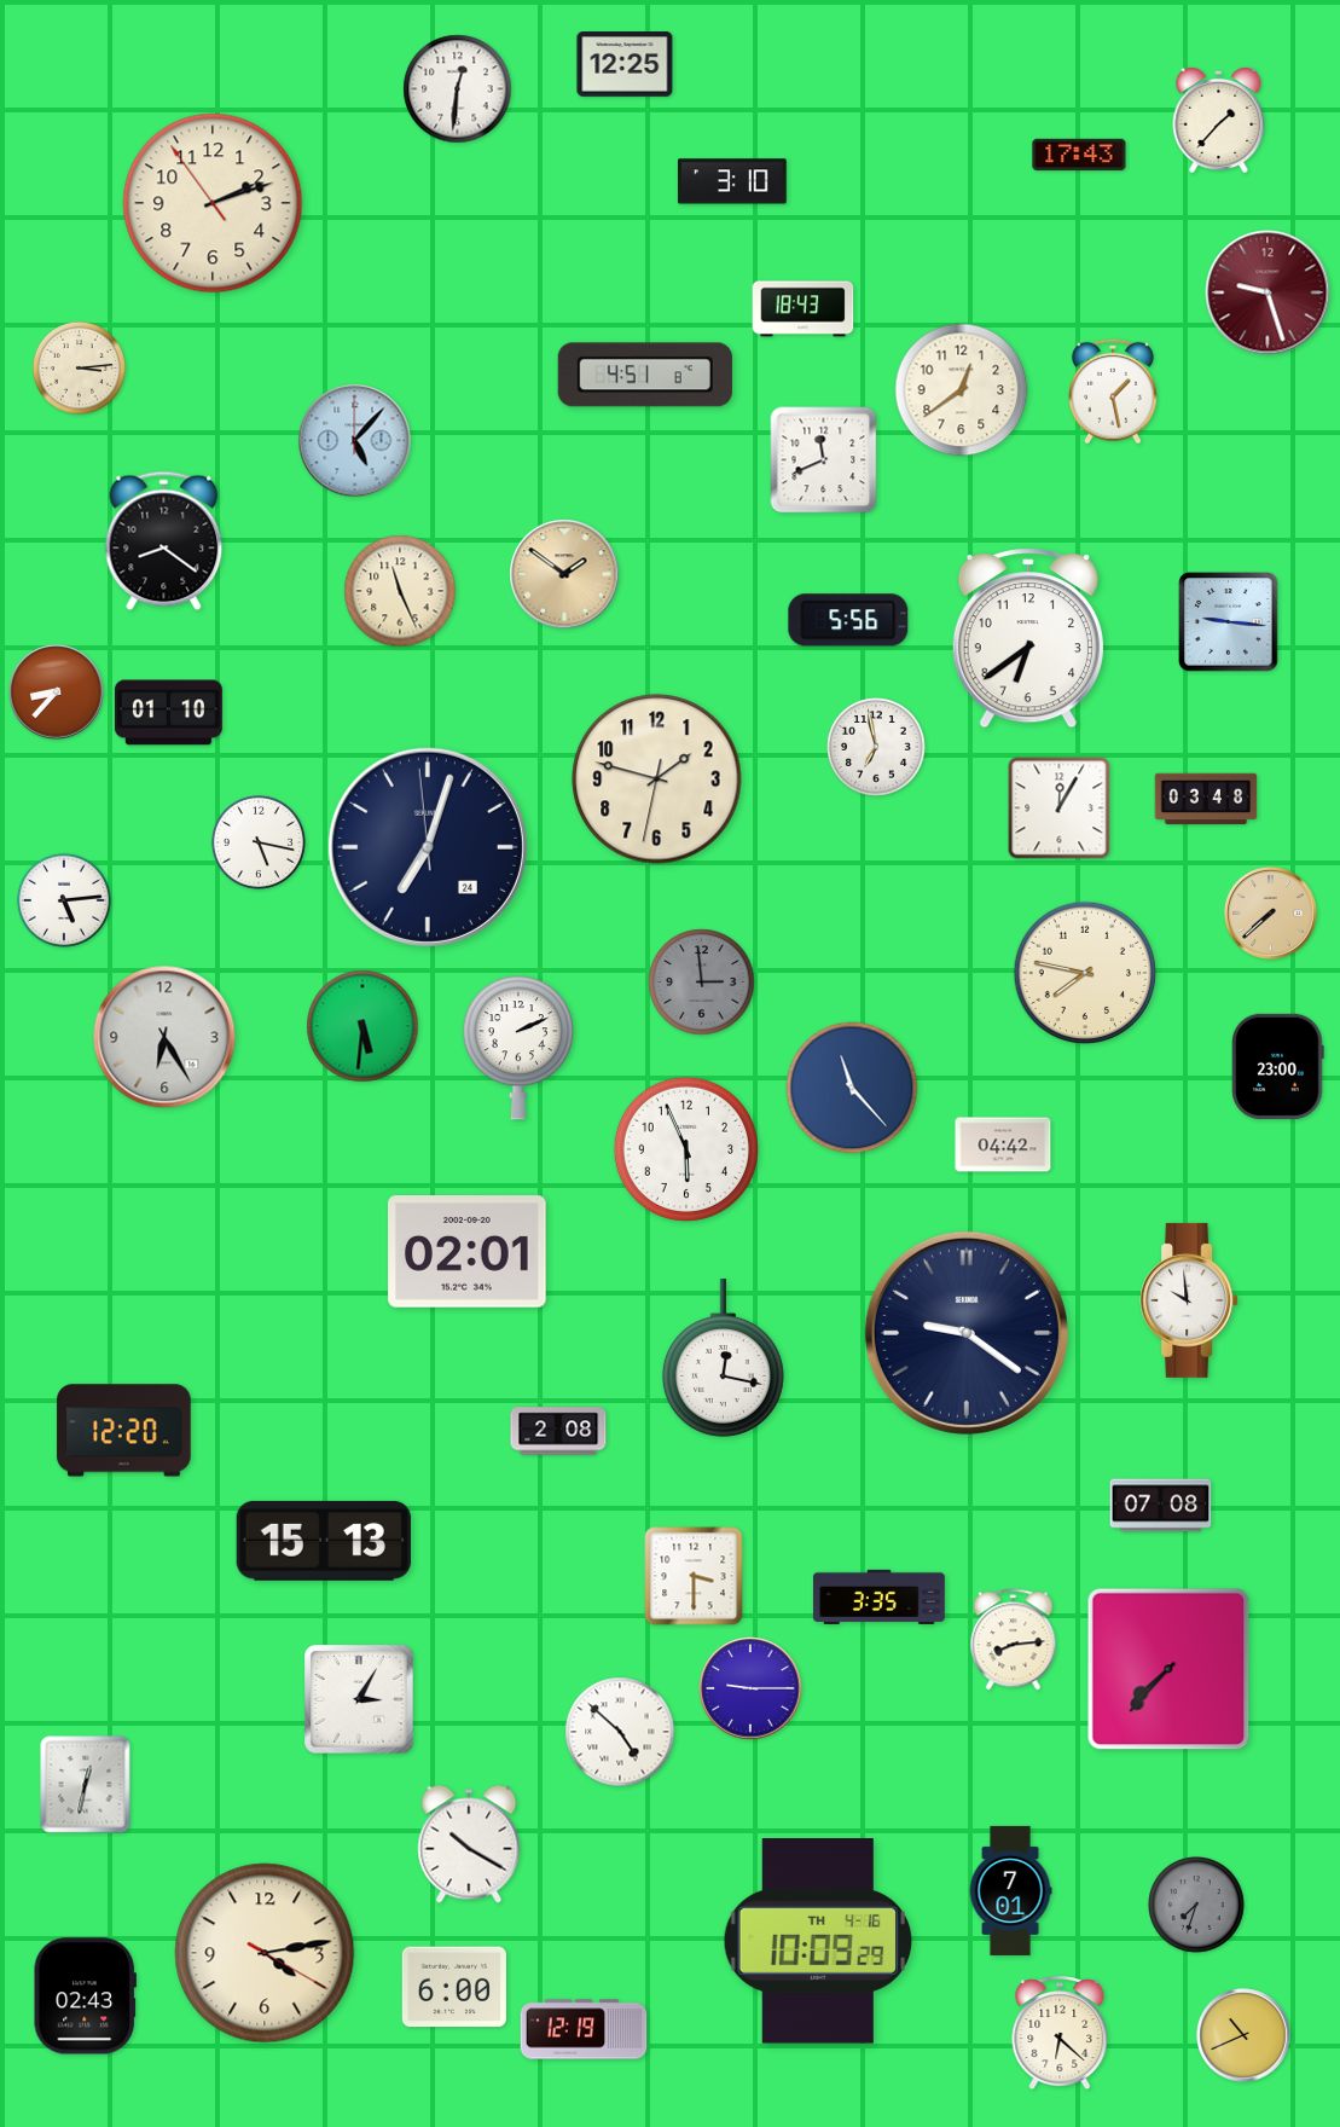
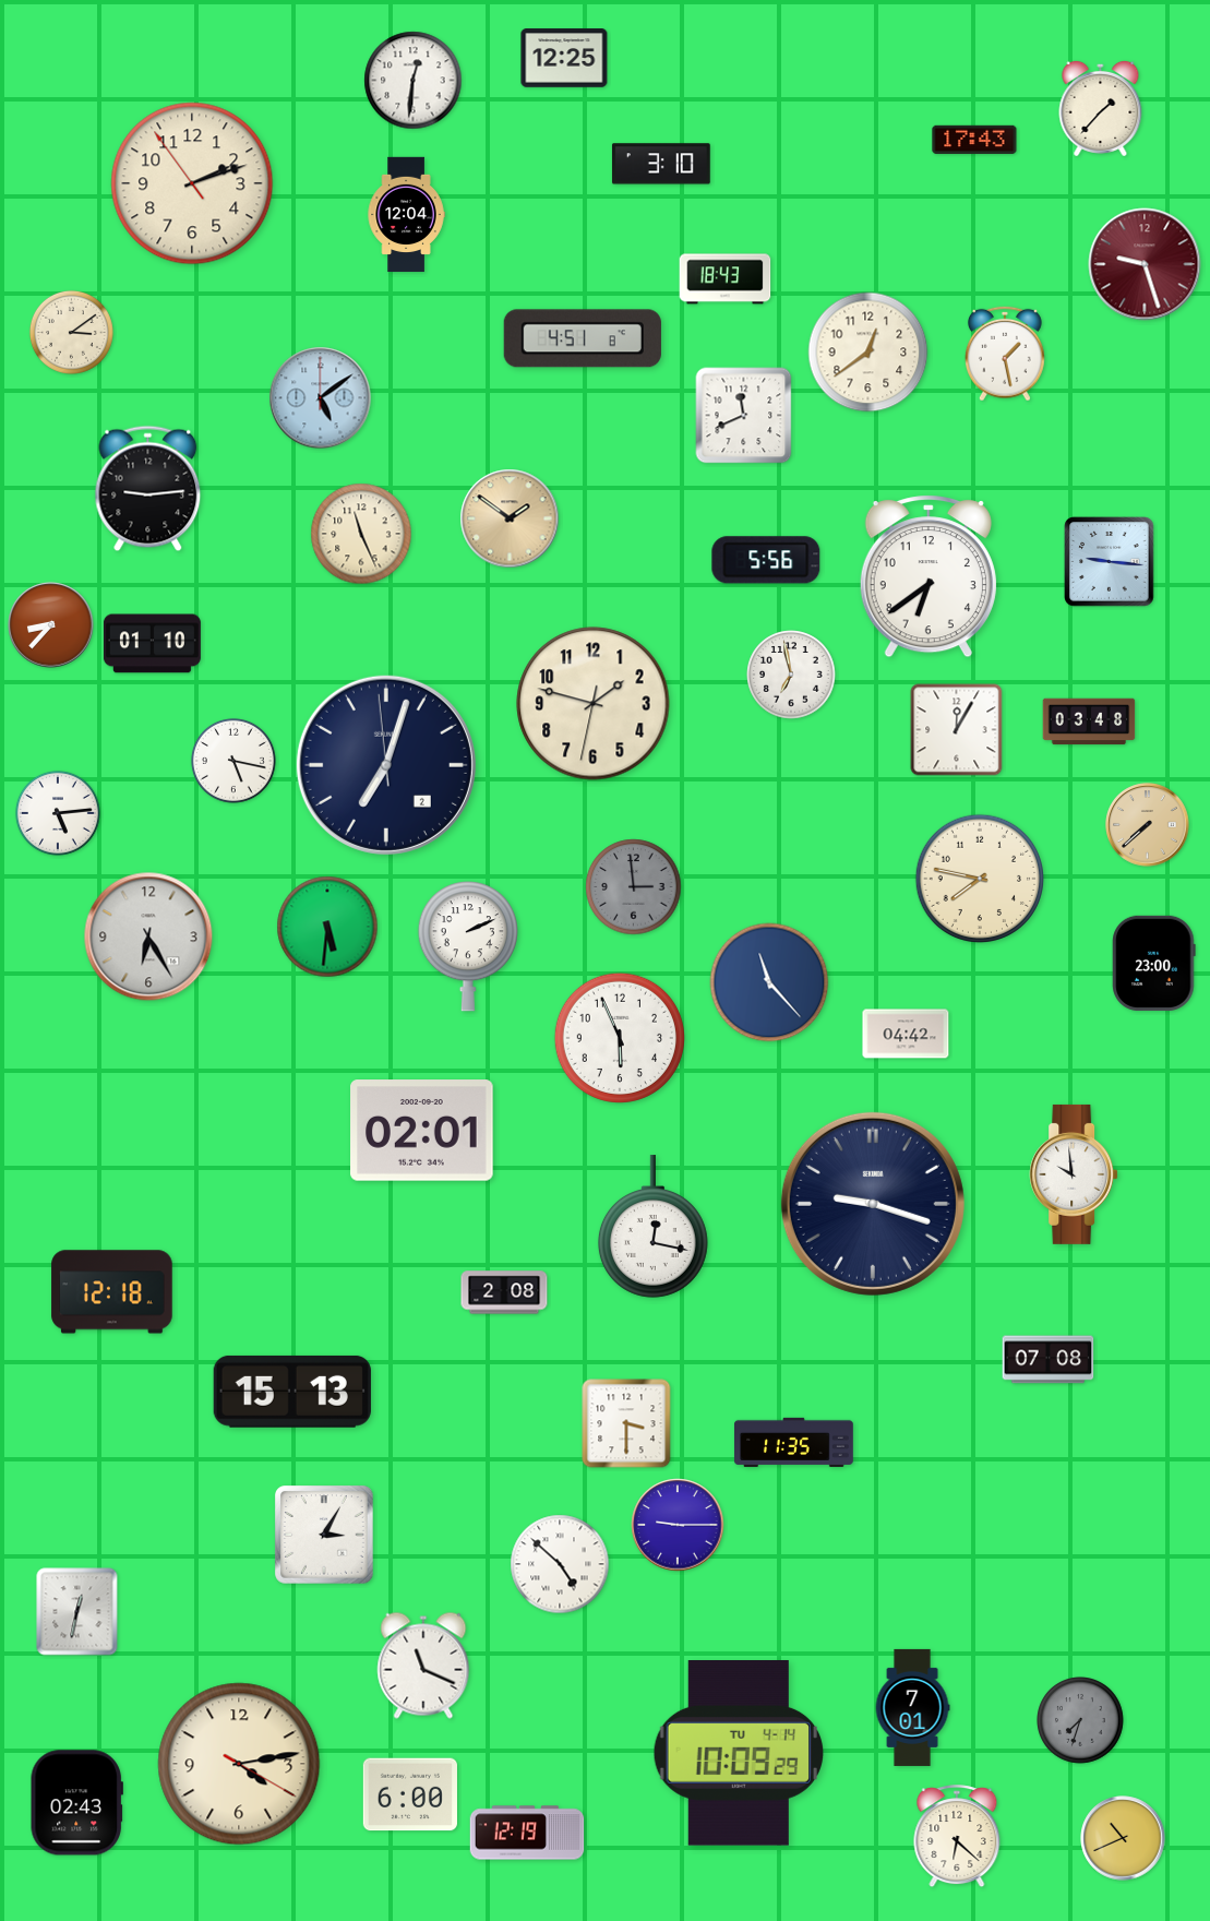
clock at (406, 215): none -> 12:04
clock at (79, 367): 3:14 -> 3:09
clock at (355, 441): 5:07 -> 5:09
clock at (164, 541): 8:21 -> 9:14
clock at (428, 847) date: 24 -> 2
clock at (967, 1333): 9:21 -> 9:18
clock at (124, 1431): 12:20 -> 12:18
clock at (878, 1596): 3:35 -> 11:35
clock at (1014, 1640): 8:14 -> none
clock at (1168, 1669): 7:37 -> none
clock at (469, 1844): 10:20 -> 11:19
clock at (817, 1942) date: TH 4-16 -> TU 4-14
